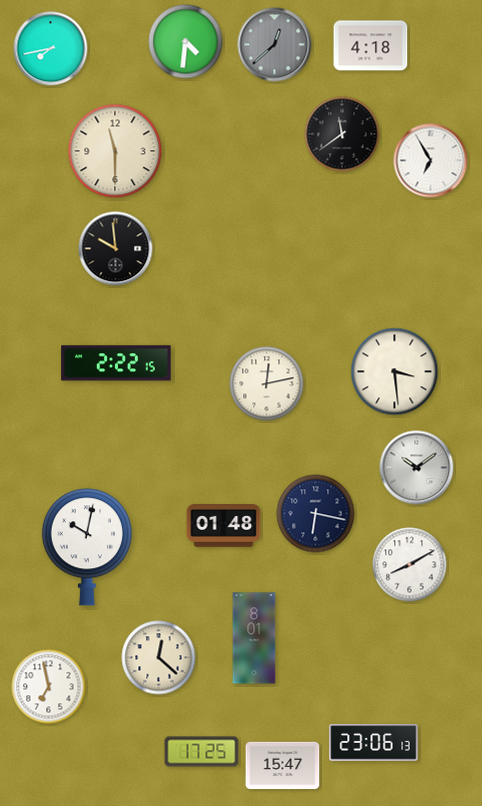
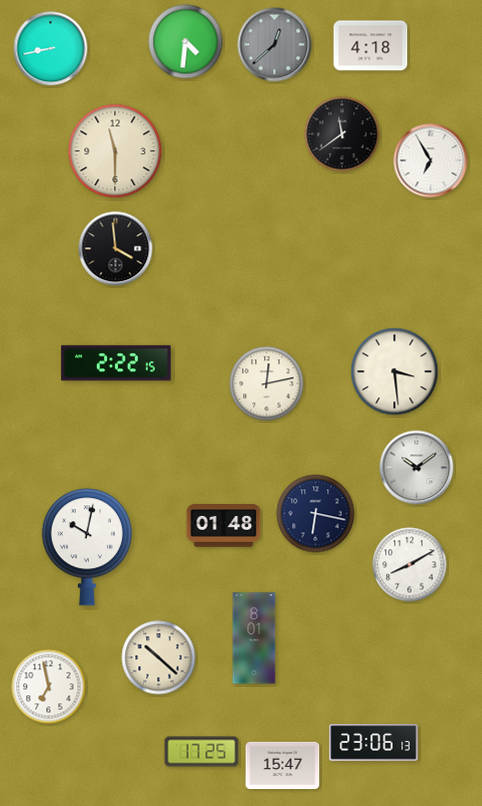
clock at (51, 49): 7:43 -> 8:43
clock at (116, 249): 9:59 -> 3:59
clock at (159, 658): 12:22 -> 10:22
